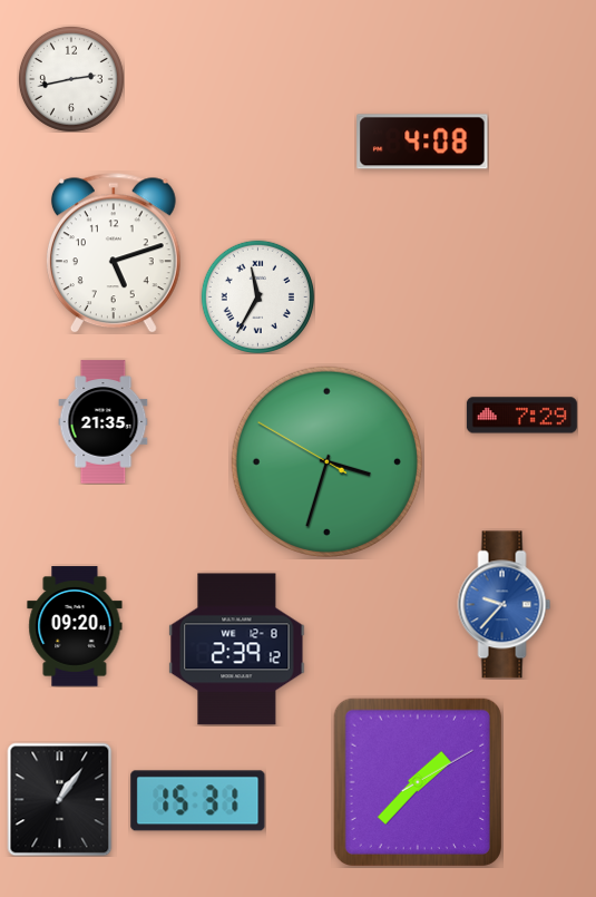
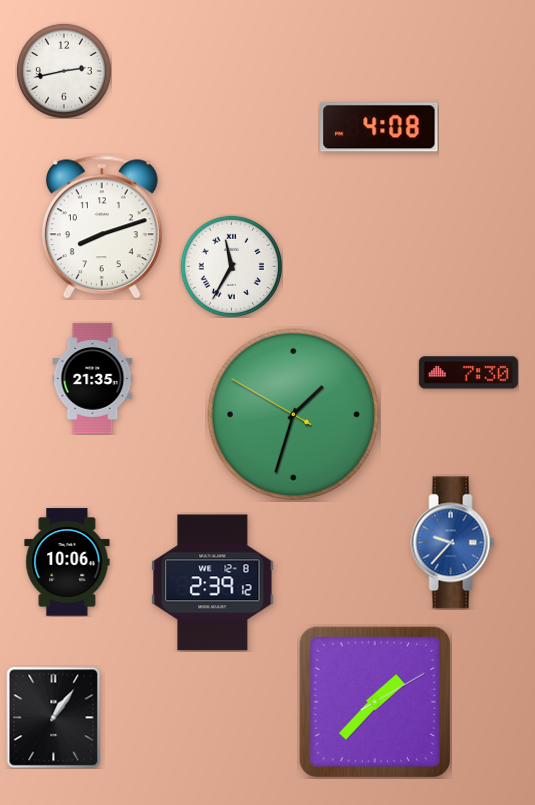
clock at (114, 253): 5:12 -> 8:12
clock at (521, 416): 7:29 -> 7:30
clock at (326, 461): 3:32 -> 1:32
clock at (75, 626): 09:20 -> 10:06
clock at (198, 801): 15:31 -> none
